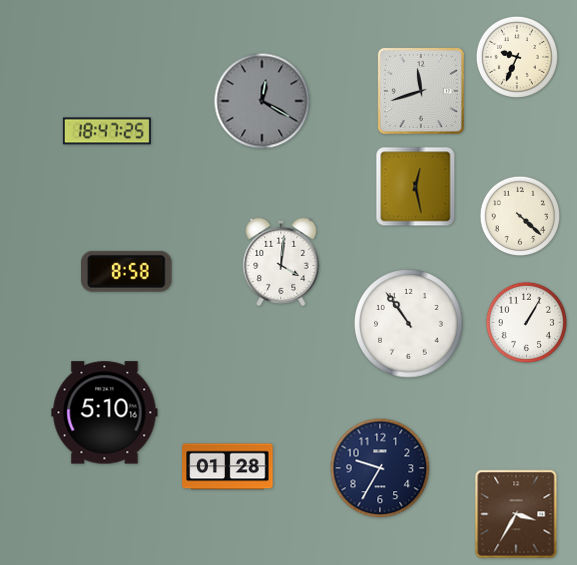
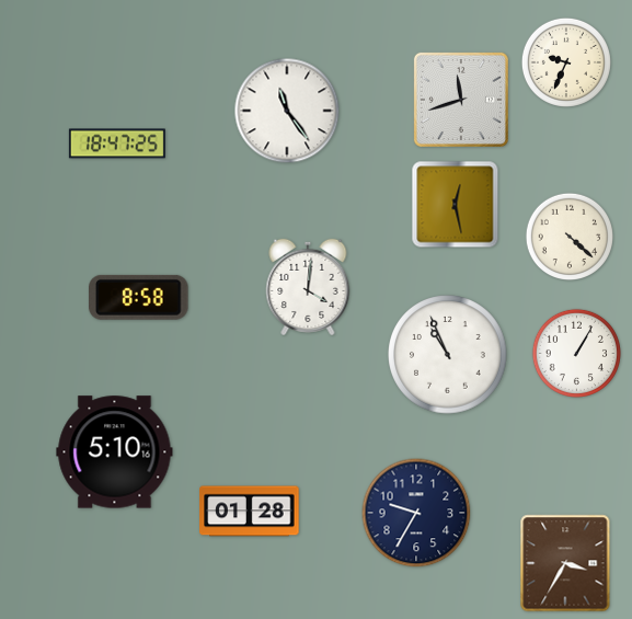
clock at (262, 101): 12:20 -> 11:24
clock at (262, 101) dial: grey -> white
clock at (409, 324): 10:54 -> 10:56
